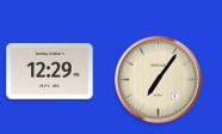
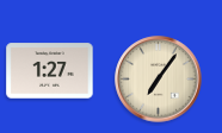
clock at (50, 72): 12:29 -> 1:27
